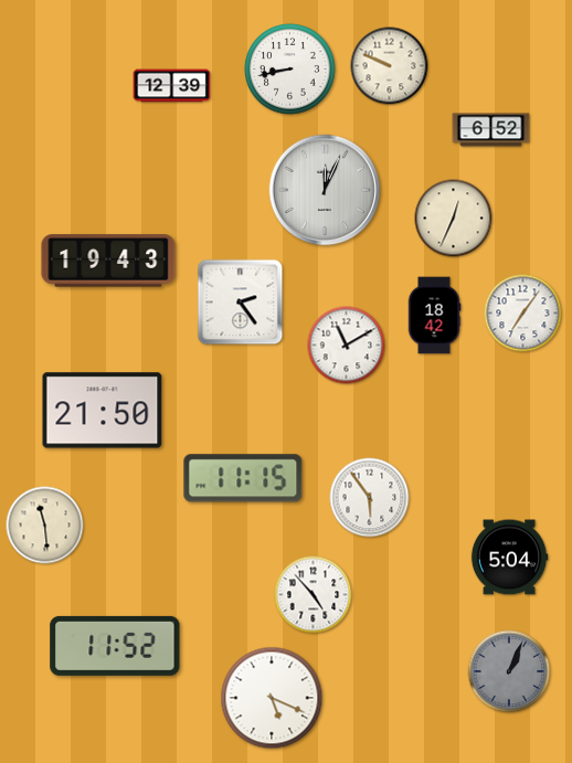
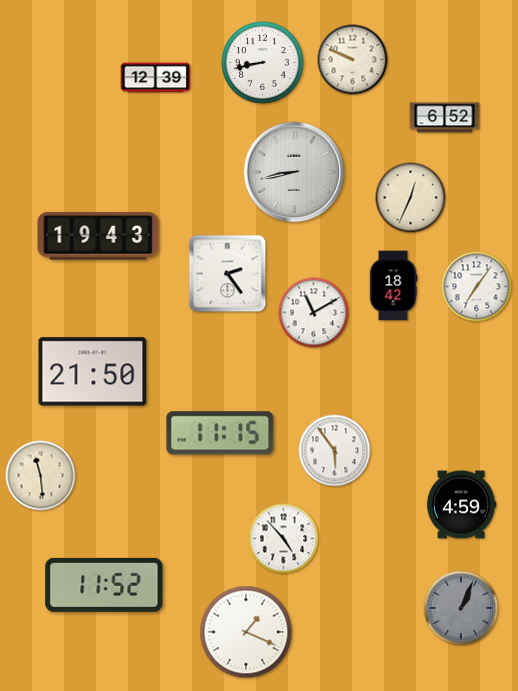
clock at (325, 190): 12:04 -> 8:43
clock at (241, 303) position: (241, 303) -> (228, 274)
clock at (523, 314) position: (523, 314) -> (477, 287)
clock at (509, 558): 5:04 -> 4:59
clock at (272, 698): 5:19 -> 1:19
